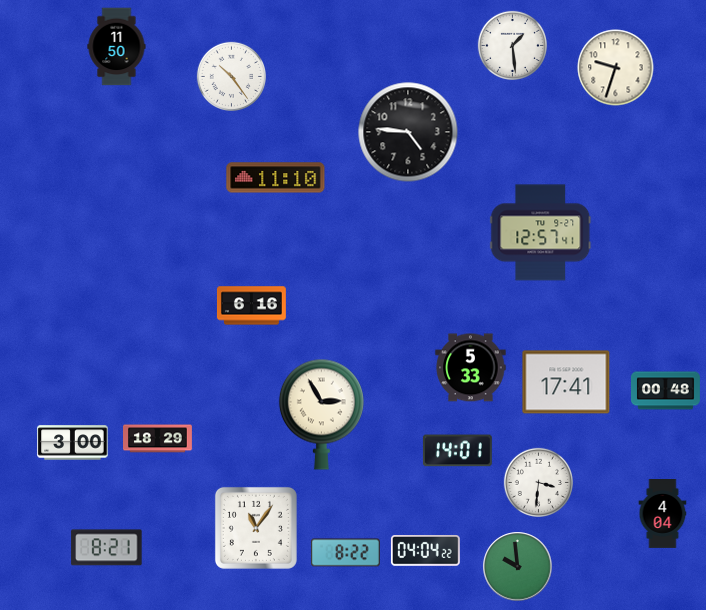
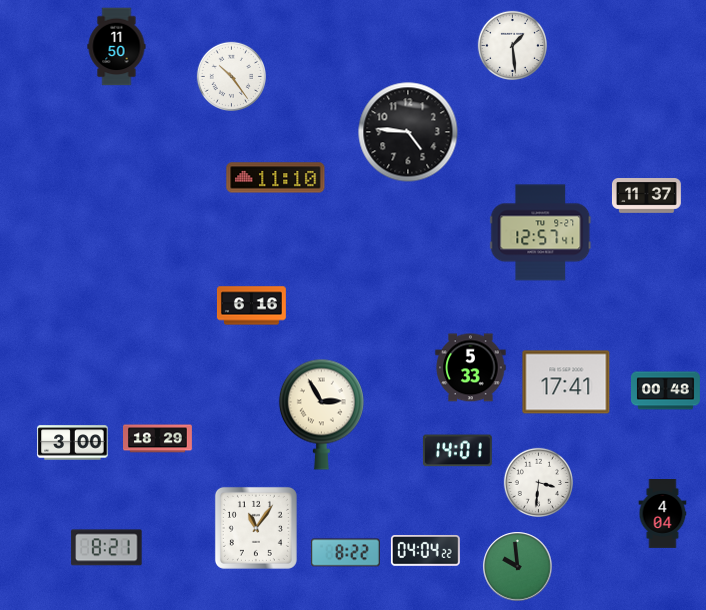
clock at (616, 68): 9:33 -> none
clock at (646, 196): none -> 11:37
